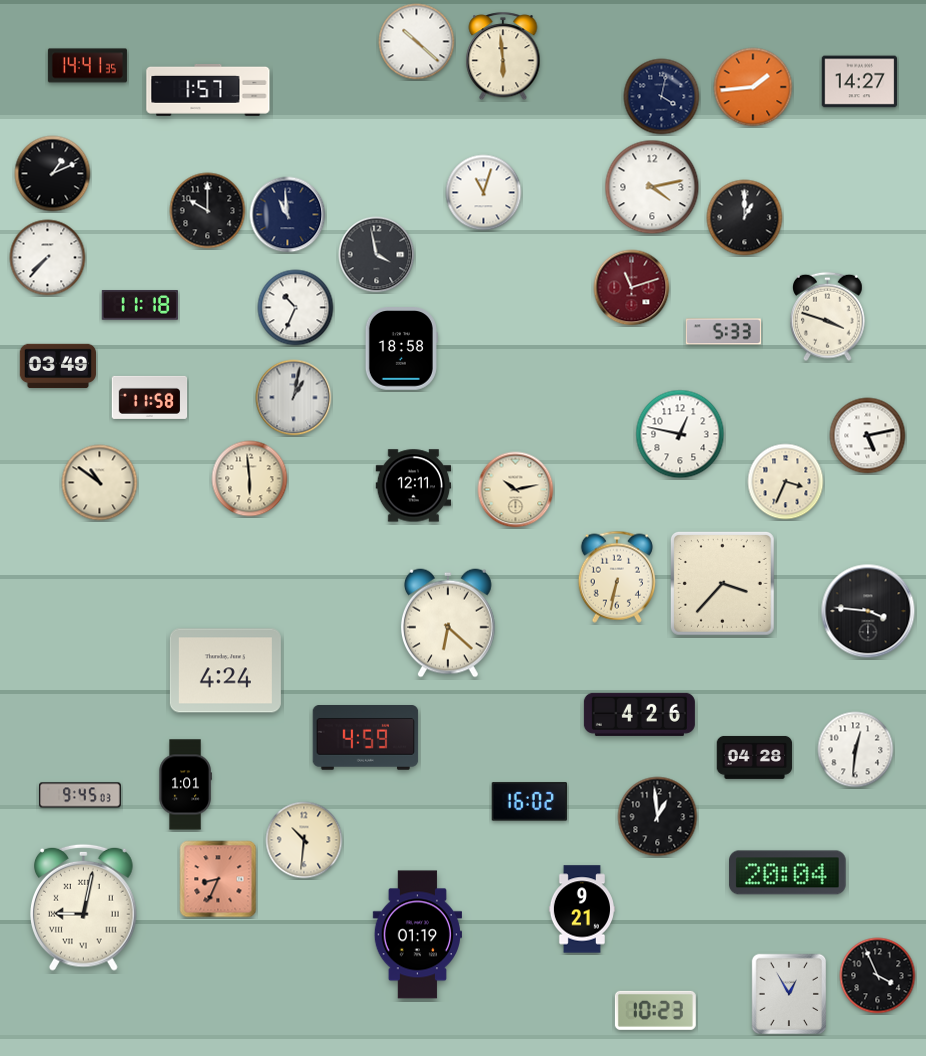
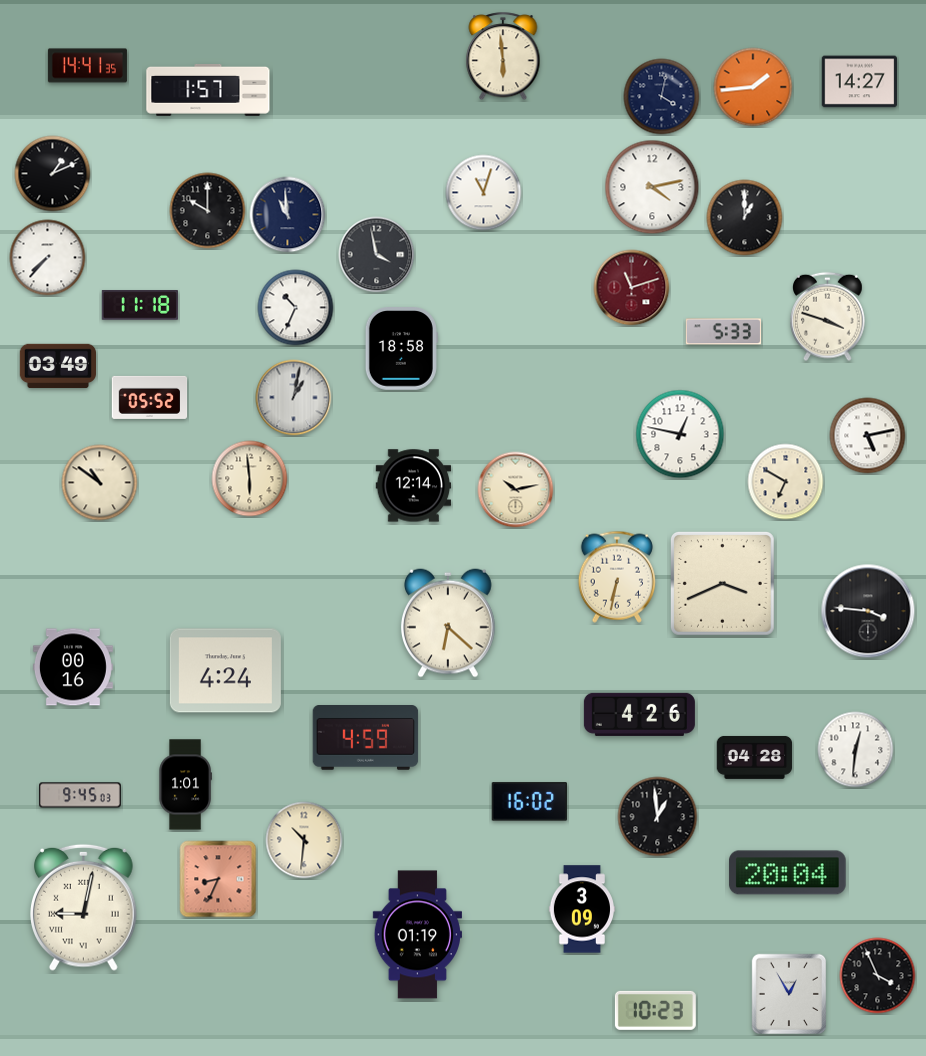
clock at (417, 42): 10:22 -> none
clock at (150, 397): 11:58 -> 05:52
clock at (786, 482): 3:34 -> 6:50
clock at (414, 486): 12:11 -> 12:14
clock at (723, 584): 3:37 -> 3:41
clock at (73, 667): none -> 00:16
clock at (582, 909): 9:21 -> 3:09
